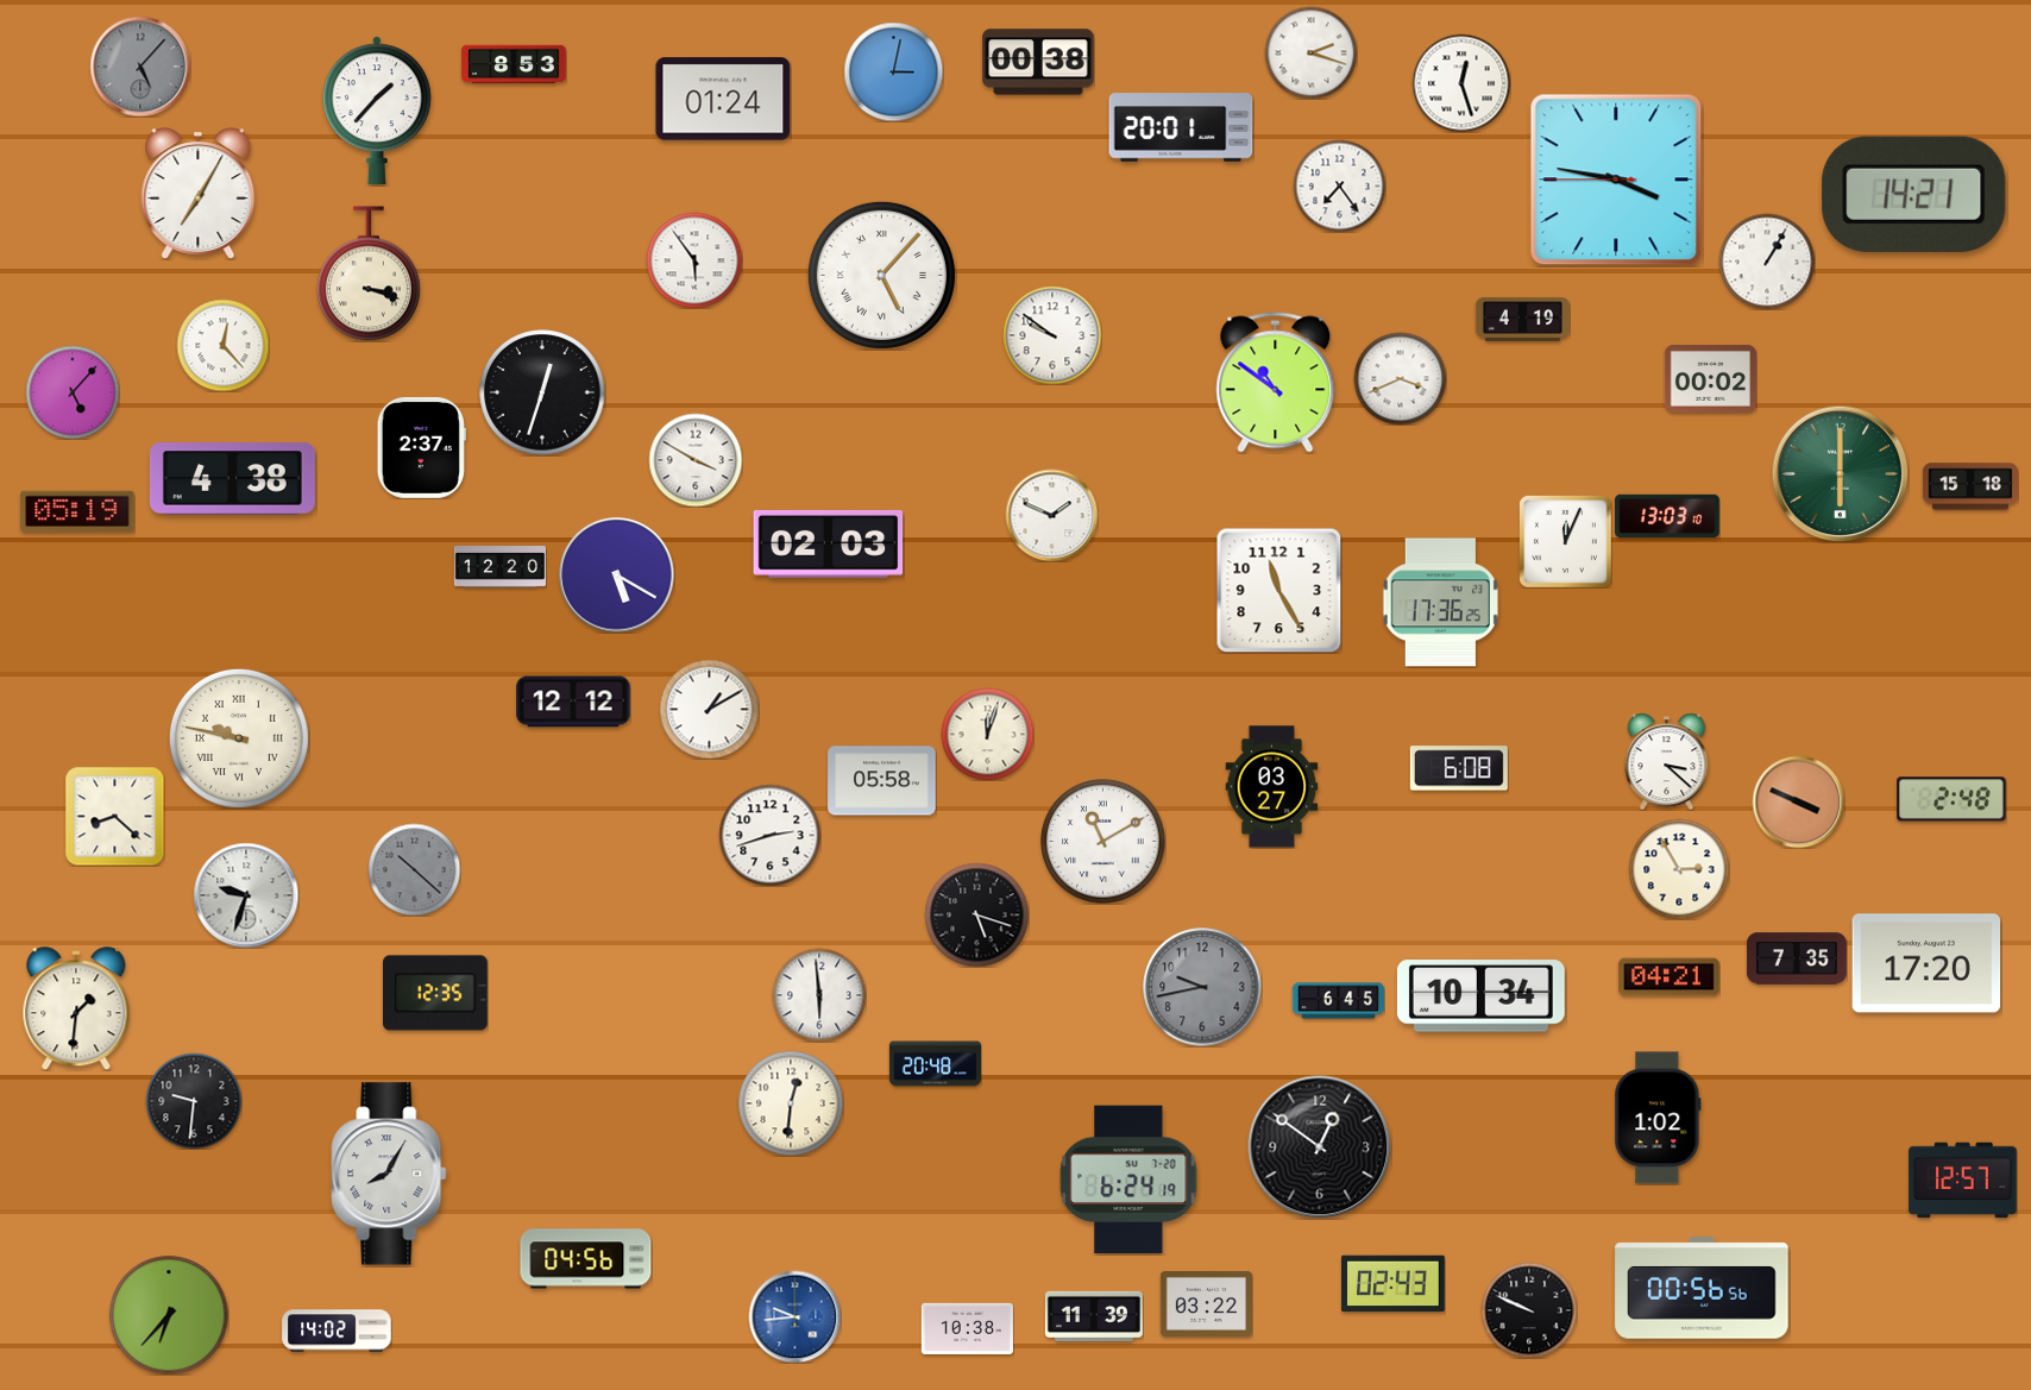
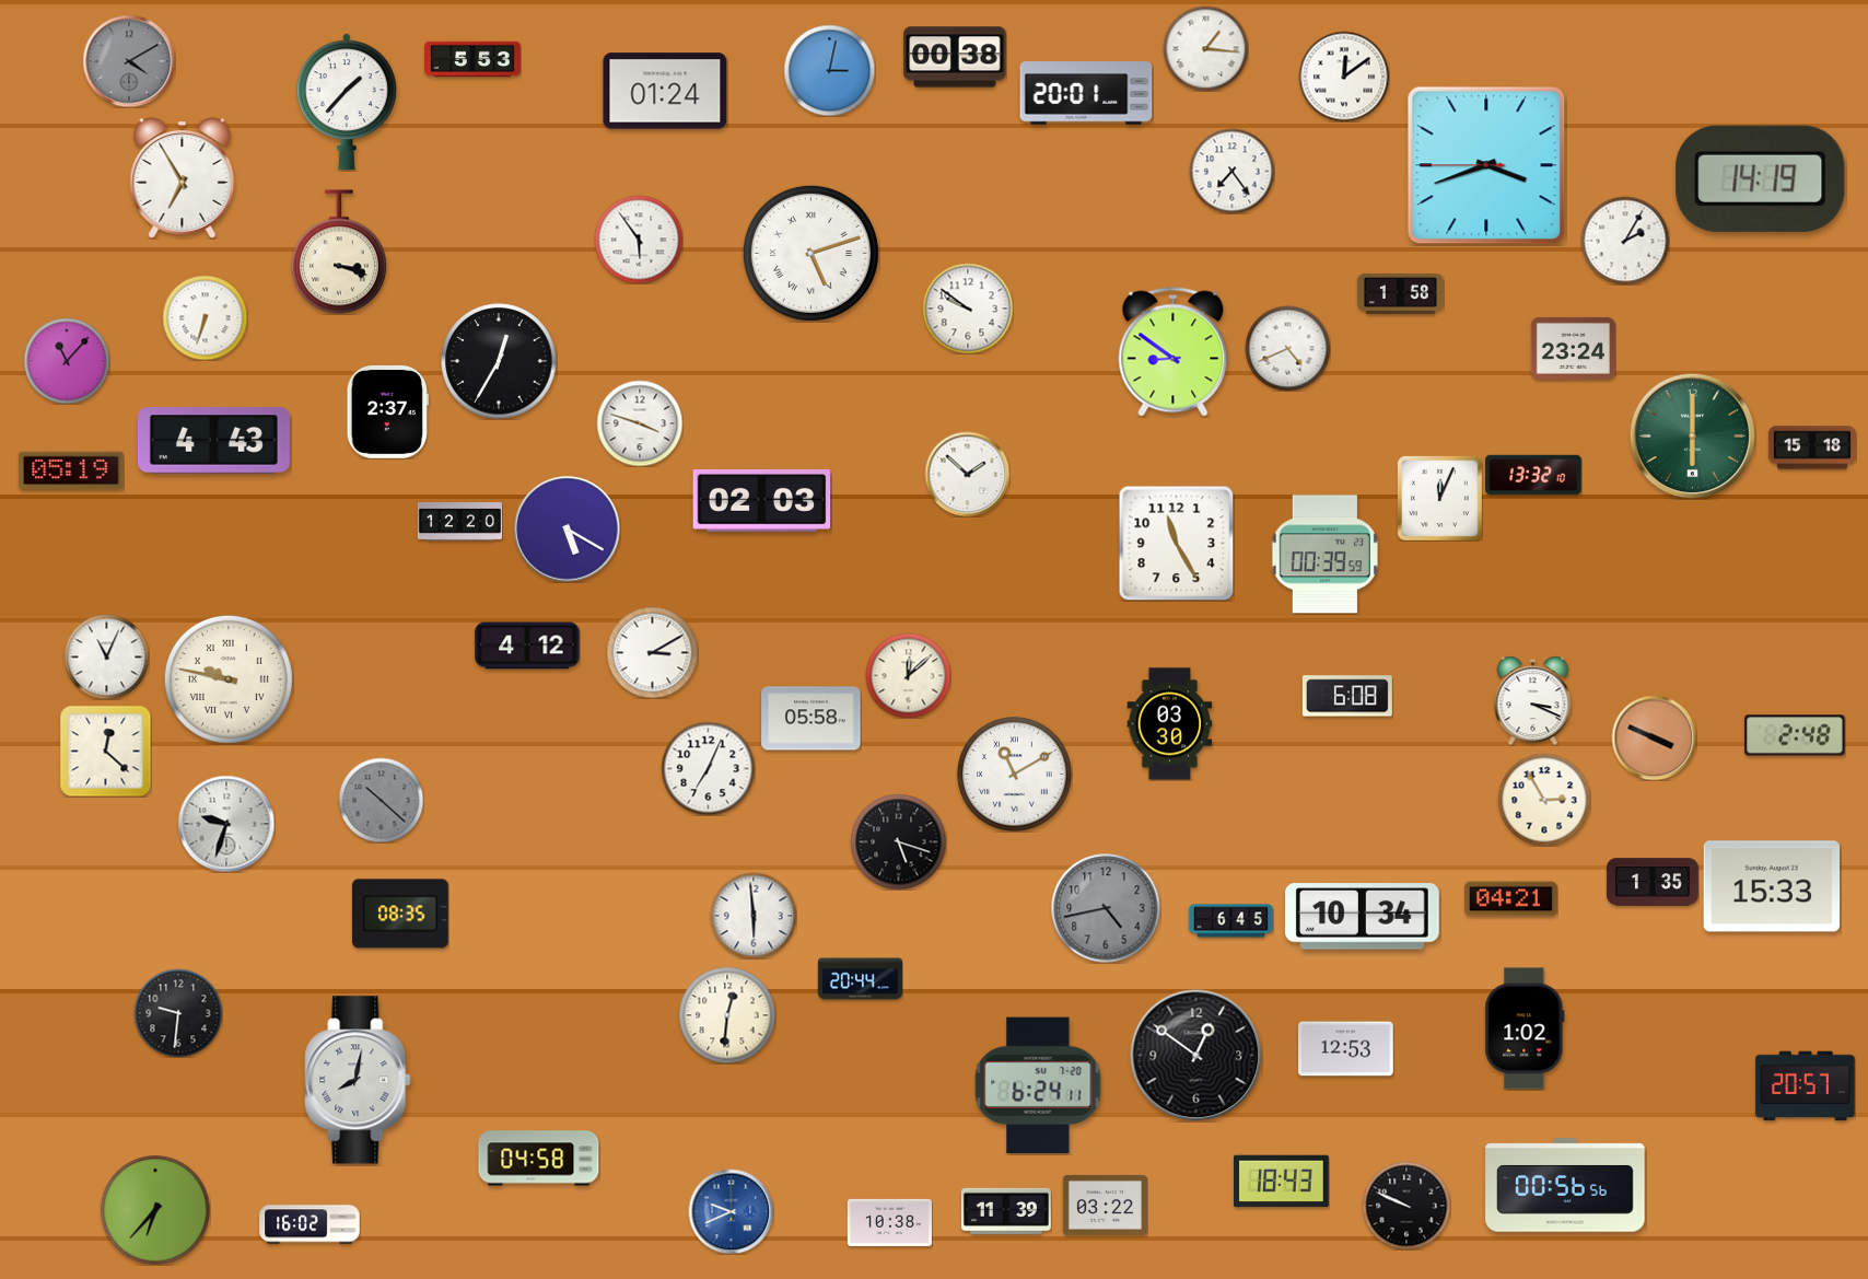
clock at (1310, 52): 2:18 -> 1:16
clock at (514, 64): 8:53 -> 5:53
clock at (140, 67): 5:07 -> 4:10
clock at (893, 71) position: (893, 71) -> (829, 70)
clock at (1461, 83): 12:27 -> 12:09
clock at (1181, 127) position: (1181, 127) -> (1086, 93)
clock at (1616, 180): 3:46 -> 3:41
clock at (199, 194): 7:05 -> 6:55
clock at (1914, 194): 14:21 -> 14:19
clock at (1767, 262): 1:05 -> 2:05
clock at (881, 275): 5:07 -> 5:12
clock at (1522, 319): 4:19 -> 1:58
clock at (222, 345): 12:23 -> 6:33
clock at (1400, 378): 3:41 -> 4:41
clock at (1710, 378): 00:02 -> 23:24
clock at (1276, 383): 10:51 -> 8:51
clock at (73, 392): 5:07 -> 11:07
clock at (542, 392): 12:33 -> 12:35
clock at (696, 460): 3:50 -> 3:48
clock at (232, 479): 4:38 -> 4:43
clock at (1051, 515): 1:49 -> 1:52
clock at (1667, 516): 13:03 -> 13:32
clock at (1440, 603): 17:36 -> 00:39
clock at (573, 702): 12:12 -> 4:12
clock at (709, 709): 1:10 -> 3:10
clock at (106, 656): none -> 11:04
clock at (987, 734): 12:03 -> 12:08
clock at (239, 738) position: (239, 738) -> (229, 679)
clock at (1667, 761): 3:22 -> 3:19
clock at (1459, 768) position: (1459, 768) -> (1347, 696)
clock at (1272, 787): 03:27 -> 03:30
clock at (114, 816): 8:22 -> 12:22
clock at (769, 835): 2:42 -> 7:04
clock at (1797, 958): 7:35 -> 1:35
clock at (1926, 963): 17:20 -> 15:33
clock at (1670, 977) position: (1670, 977) -> (1511, 899)
clock at (1202, 987): 9:43 -> 4:43
clock at (436, 993): 12:35 -> 08:35
clock at (76, 1008): 1:31 -> none
clock at (935, 1064): 20:48 -> 20:44
clock at (1346, 1049): none -> 12:53
clock at (1320, 1147) position: (1320, 1147) -> (1196, 1056)
clock at (389, 1174): 8:05 -> 8:02
clock at (1128, 1180): 6:24:19 -> 6:24:11
clock at (1963, 1181): 12:57 -> 20:57
clock at (586, 1259): 04:56 -> 04:58
clock at (1394, 1284): 02:43 -> 18:43
clock at (1206, 1303) position: (1206, 1303) -> (1105, 1205)
clock at (794, 1316): 9:44 -> 9:41
clock at (337, 1331): 14:02 -> 16:02
